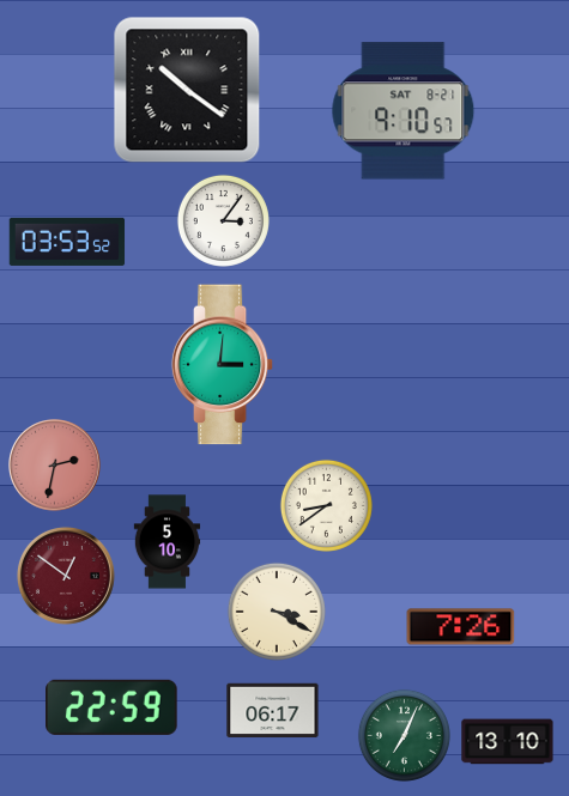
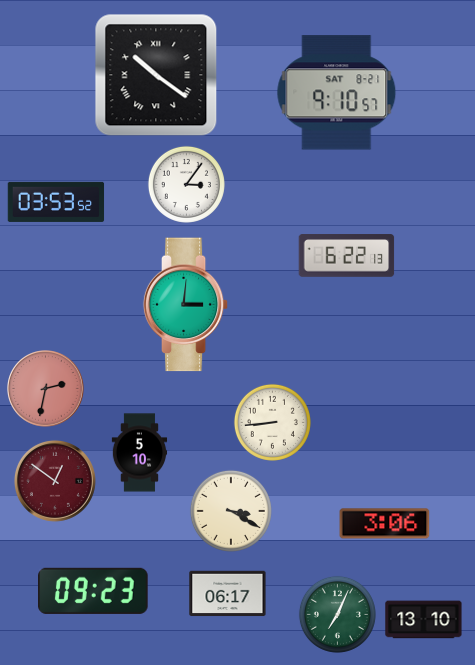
clock at (347, 256): none -> 6:22
clock at (326, 505): 8:39 -> 8:44
clock at (461, 627): 7:26 -> 3:06
clock at (111, 707): 22:59 -> 09:23
